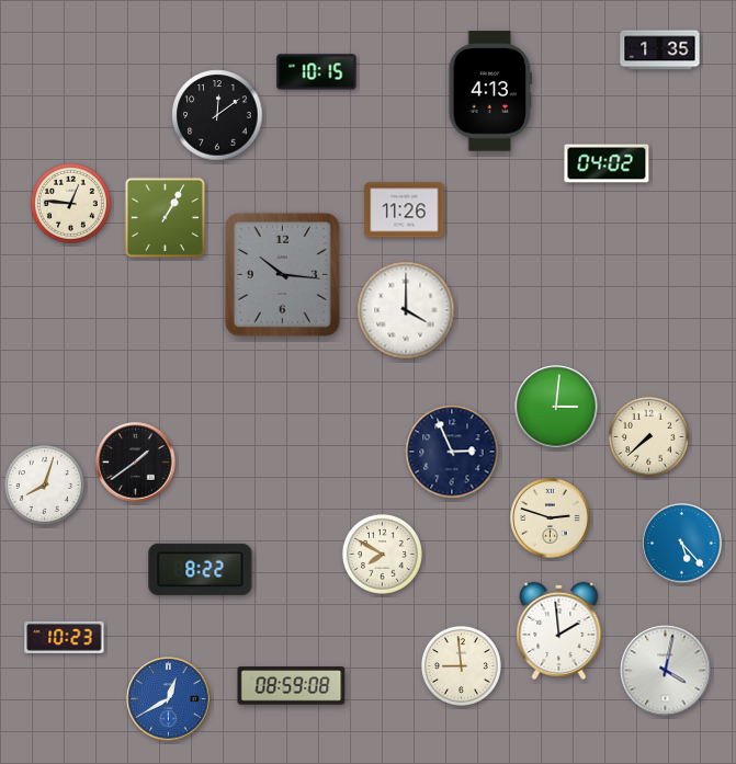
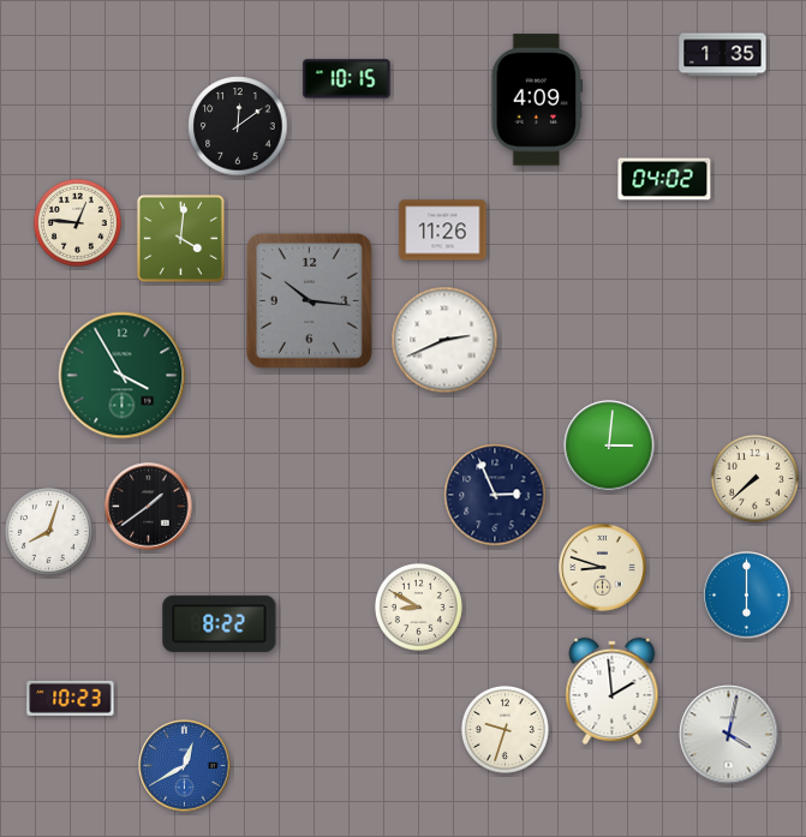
clock at (490, 91): 4:13 -> 4:09
clock at (165, 217): 1:05 -> 4:01
clock at (406, 310): 4:00 -> 2:41
clock at (123, 376): none -> 3:55
clock at (648, 436) position: (648, 436) -> (754, 478)
clock at (551, 518): 2:48 -> 8:48
clock at (682, 544): 5:23 -> 6:00
clock at (382, 554): 7:50 -> 8:50
clock at (461, 665): 8:59 -> 9:33
clock at (292, 686): 08:59 -> none
